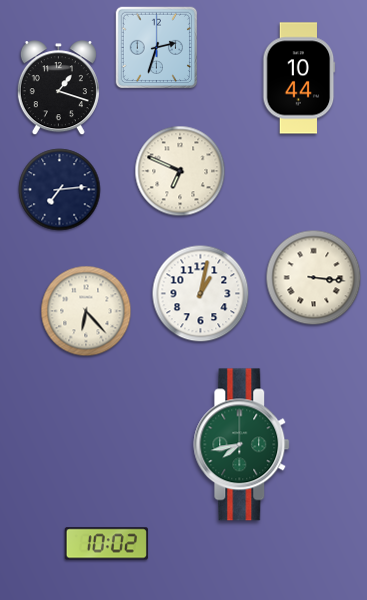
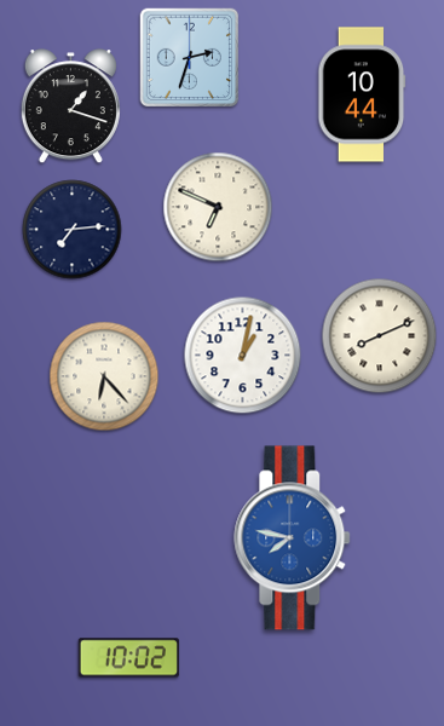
clock at (314, 278): 3:16 -> 8:11
clock at (242, 445): 7:43 -> 7:47
clock at (242, 445) dial: green -> blue
